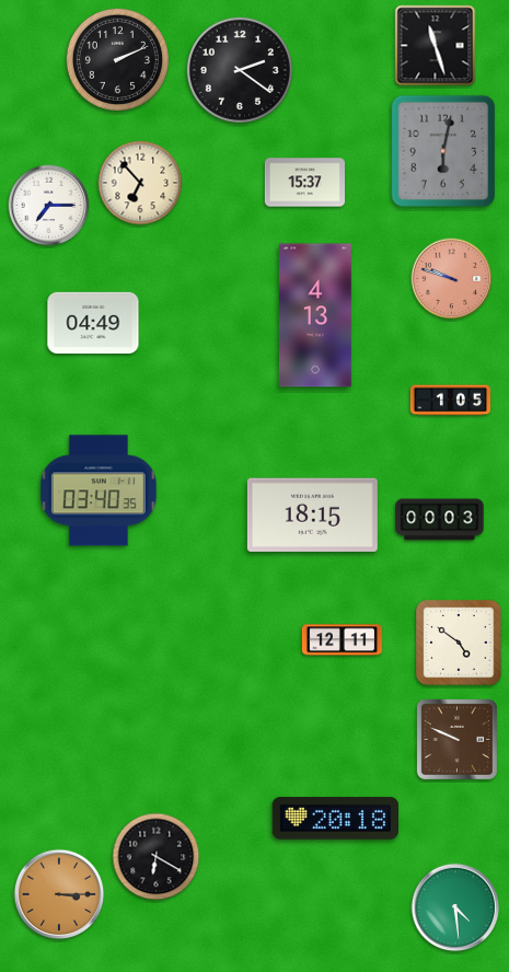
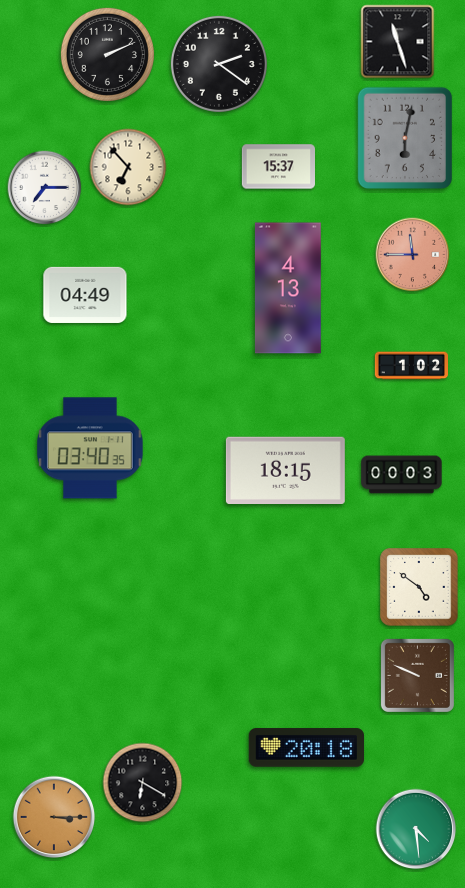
clock at (452, 279): 9:48 -> 11:45
clock at (450, 401): 1:05 -> 1:02
clock at (342, 640): 12:11 -> none
